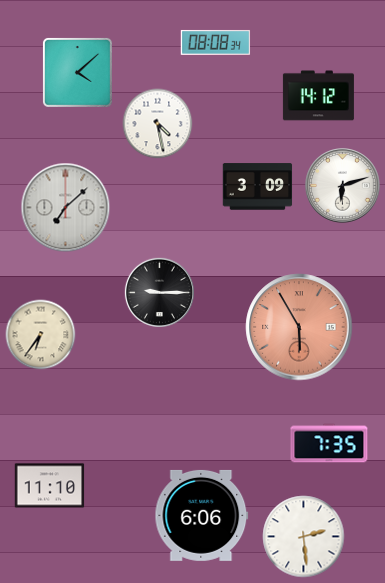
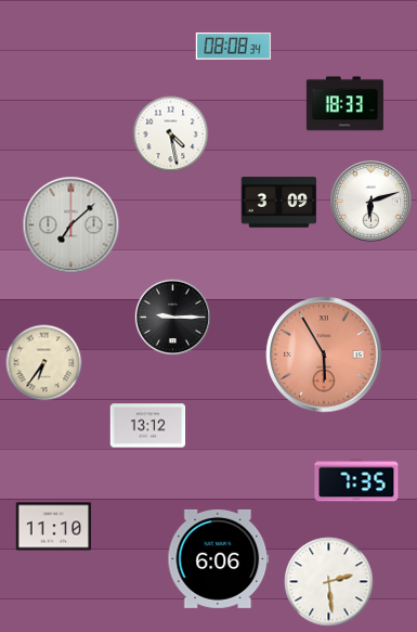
clock at (77, 72): 4:08 -> none
clock at (318, 96): 14:12 -> 18:33
clock at (148, 426): none -> 13:12
